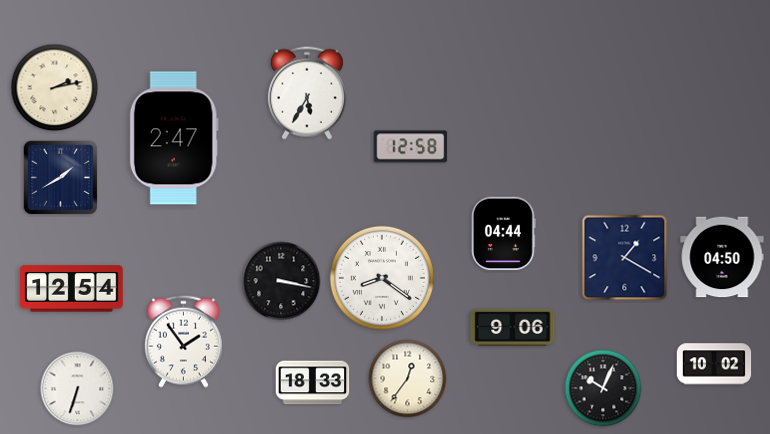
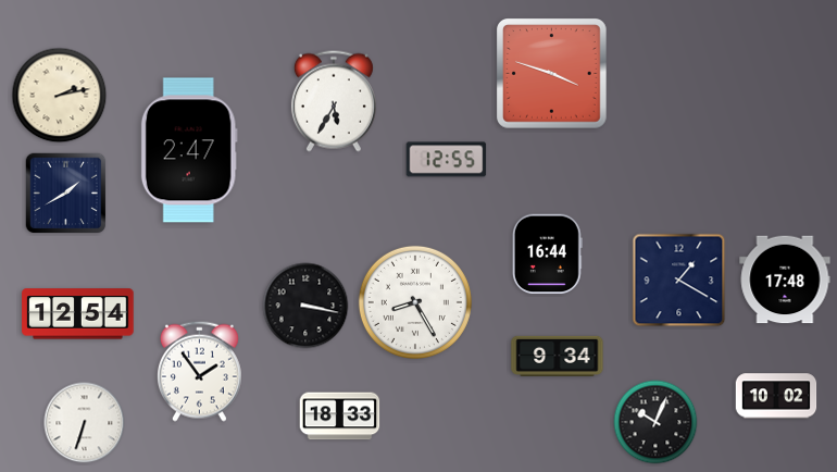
clock at (552, 74): none -> 3:48
clock at (411, 147): 12:58 -> 12:55
clock at (503, 234): 04:44 -> 16:44
clock at (722, 257): 04:50 -> 17:48
clock at (382, 278): 8:21 -> 8:25
clock at (513, 327): 9:06 -> 9:34
clock at (408, 379): 12:36 -> none
